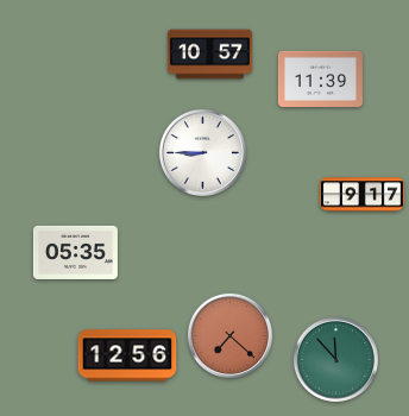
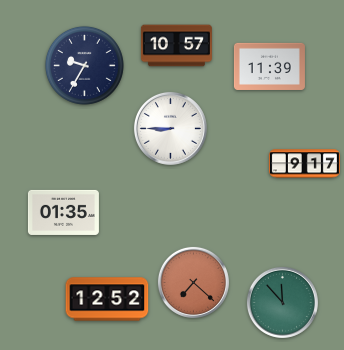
clock at (84, 65): none -> 9:35
clock at (75, 252): 05:35 -> 01:35
clock at (127, 355): 12:56 -> 12:52
